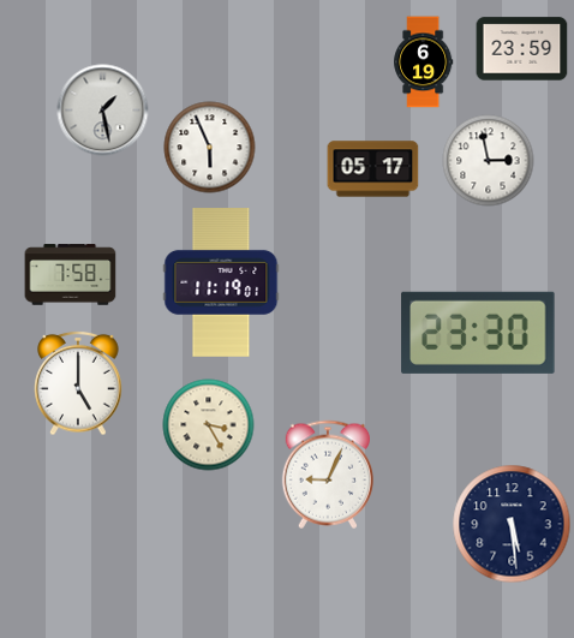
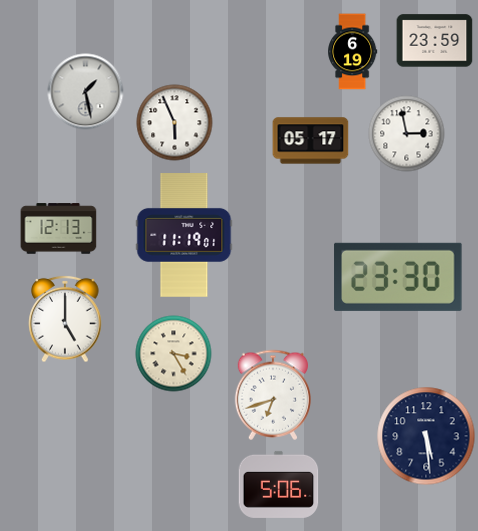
clock at (71, 275): 7:58 -> 12:13
clock at (327, 475): 9:04 -> 6:42
clock at (279, 484): none -> 5:06
